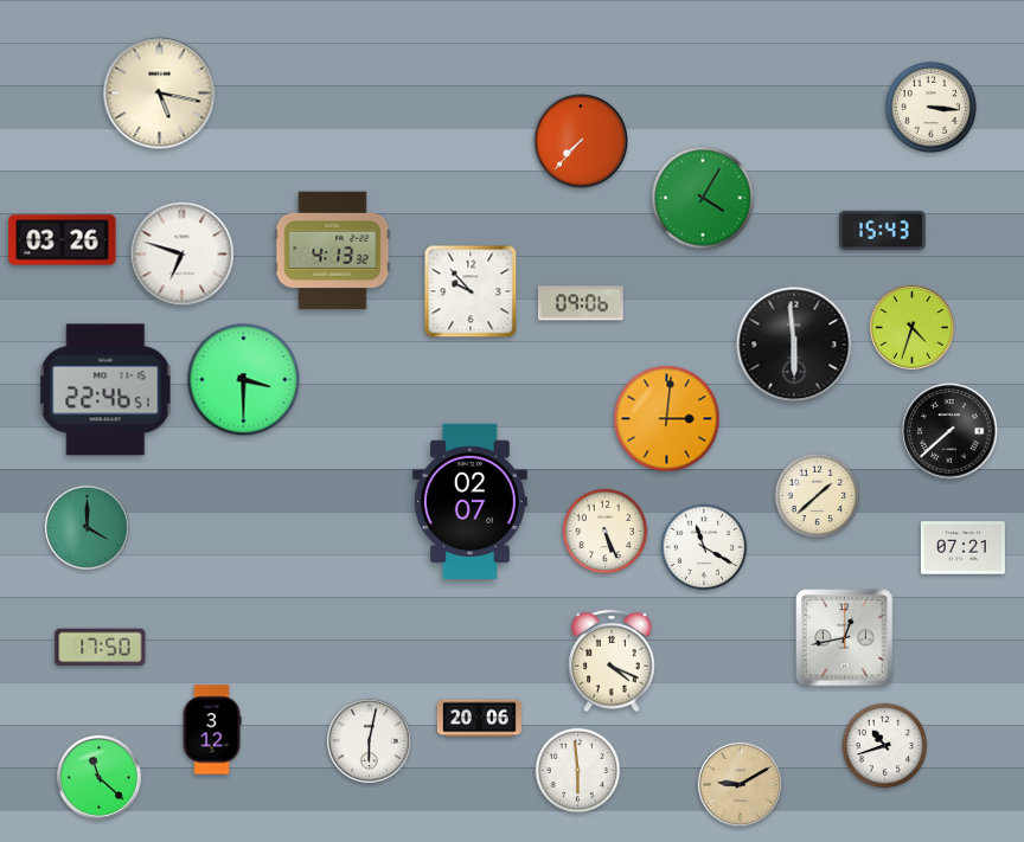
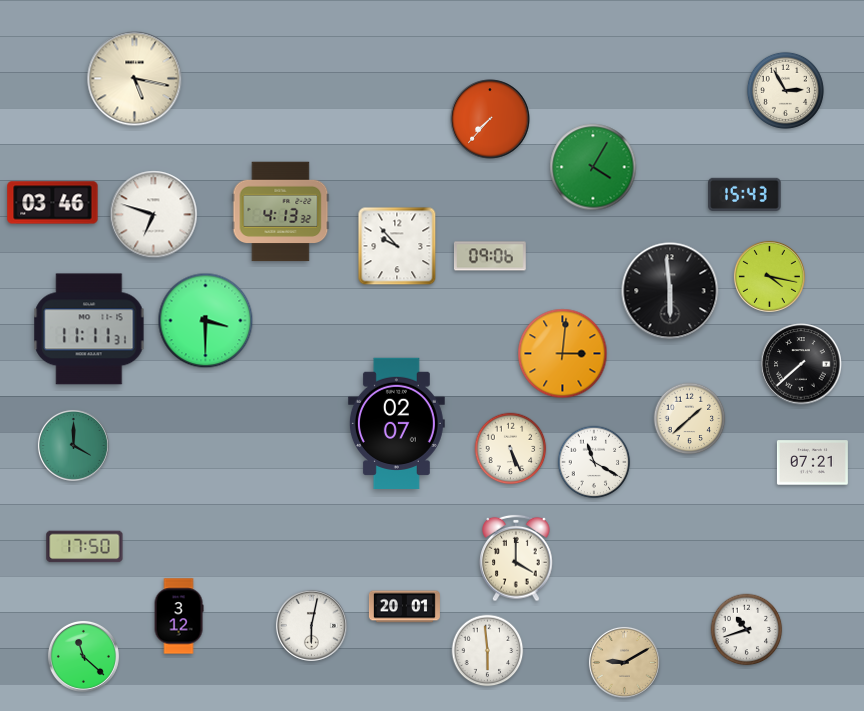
clock at (930, 107): 3:16 -> 2:55
clock at (63, 240): 03:26 -> 03:46
clock at (911, 327): 4:33 -> 4:17
clock at (105, 390): 22:46 -> 11:11
clock at (845, 638): 12:43 -> none
clock at (612, 661): 4:19 -> 4:00
clock at (479, 719): 20:06 -> 20:01
